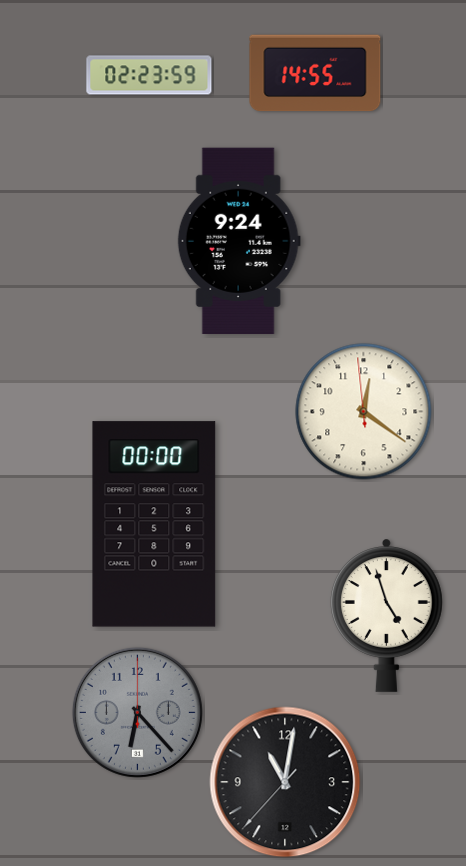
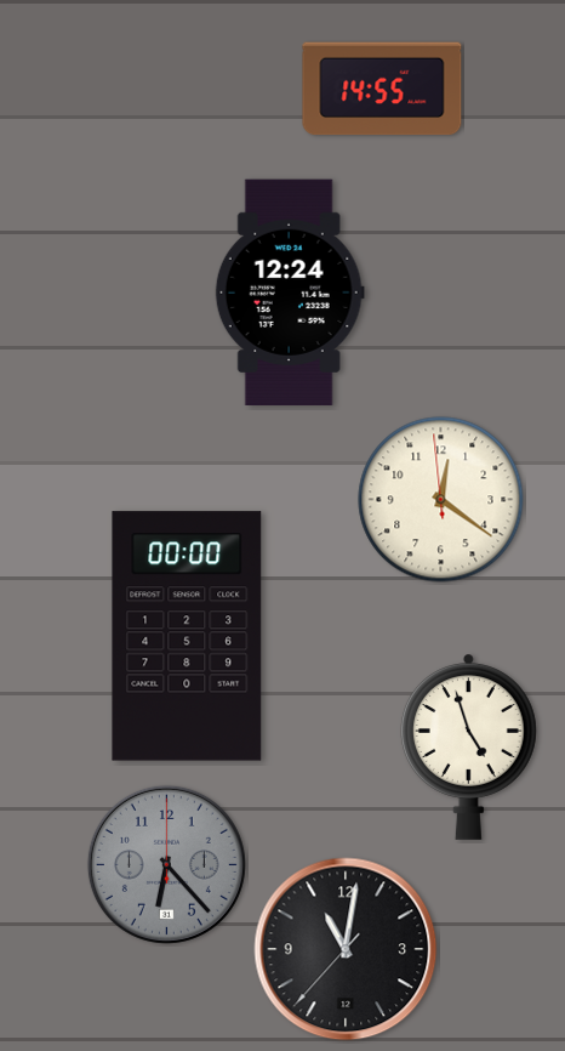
clock at (149, 75): 02:23 -> none
clock at (239, 240): 9:24 -> 12:24
